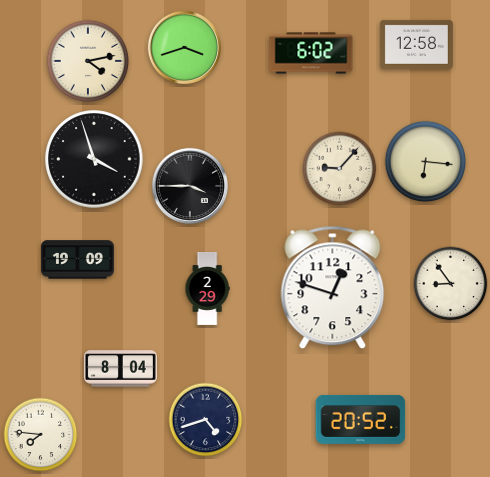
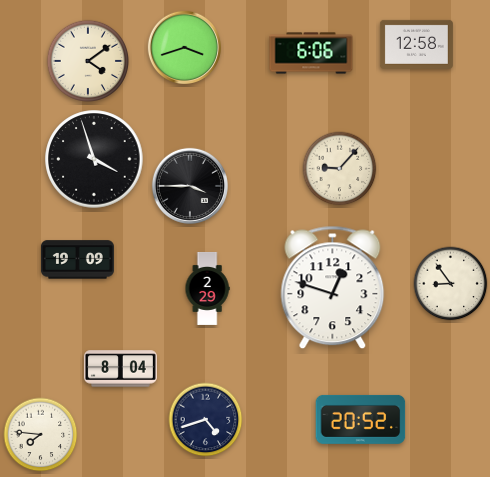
clock at (311, 53): 6:02 -> 6:06
clock at (88, 61): 4:13 -> 4:09
clock at (426, 162): 6:16 -> none
